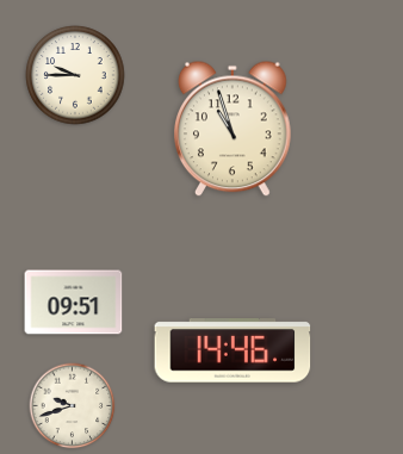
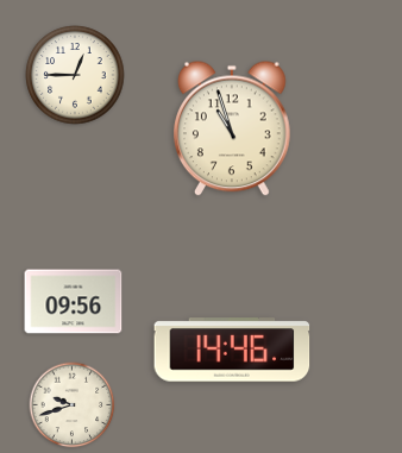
clock at (75, 75): 9:45 -> 12:45
clock at (74, 303): 09:51 -> 09:56
